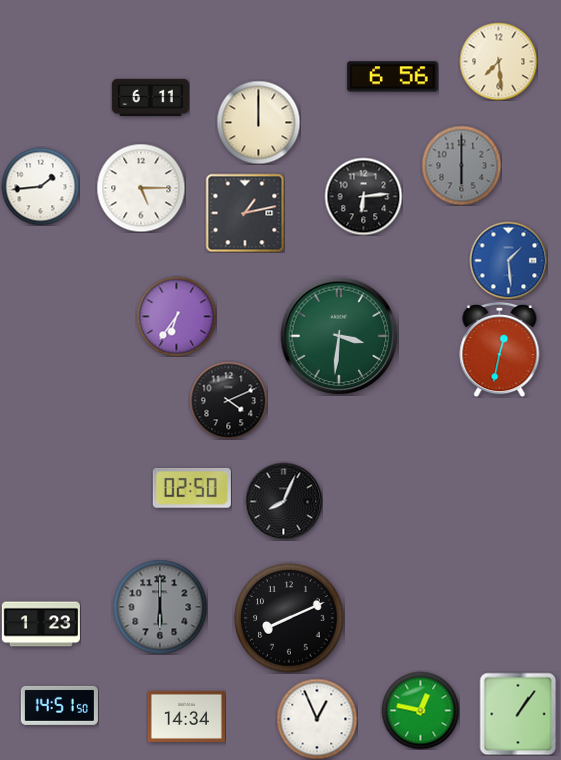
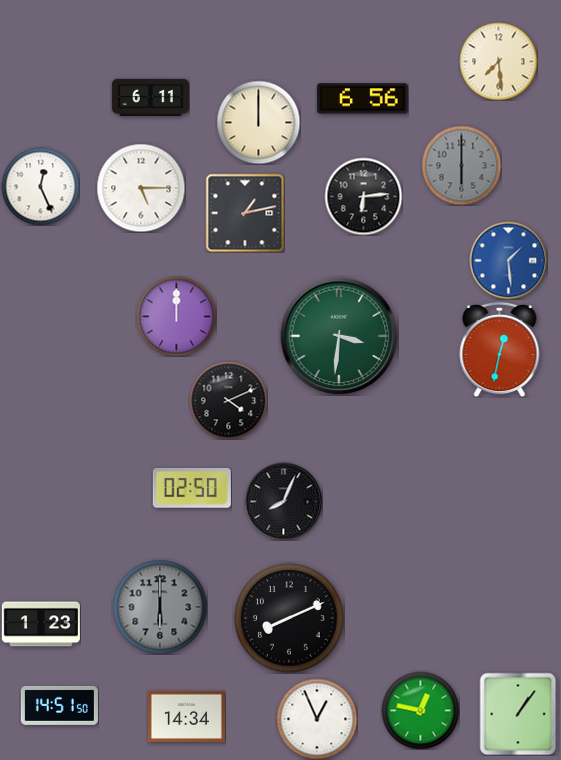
clock at (393, 77) position: (393, 77) -> (363, 99)
clock at (40, 186): 1:44 -> 12:26
clock at (176, 316): 6:36 -> 12:00
